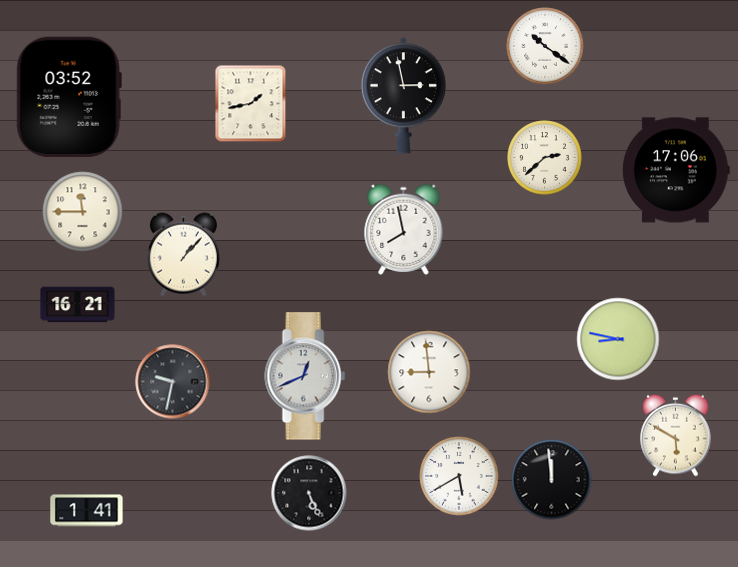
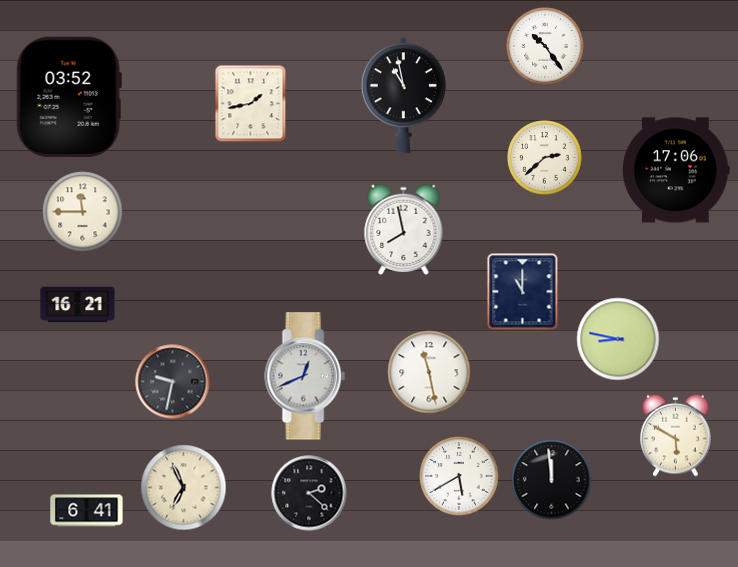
clock at (545, 46): 10:21 -> 10:24
clock at (403, 96): 2:58 -> 10:58
clock at (183, 255): 1:07 -> none
clock at (523, 292): none -> 11:00
clock at (429, 372): 8:59 -> 11:28
clock at (184, 488): none -> 6:56
clock at (309, 493): 5:26 -> 2:22
clock at (87, 511): 1:41 -> 6:41
